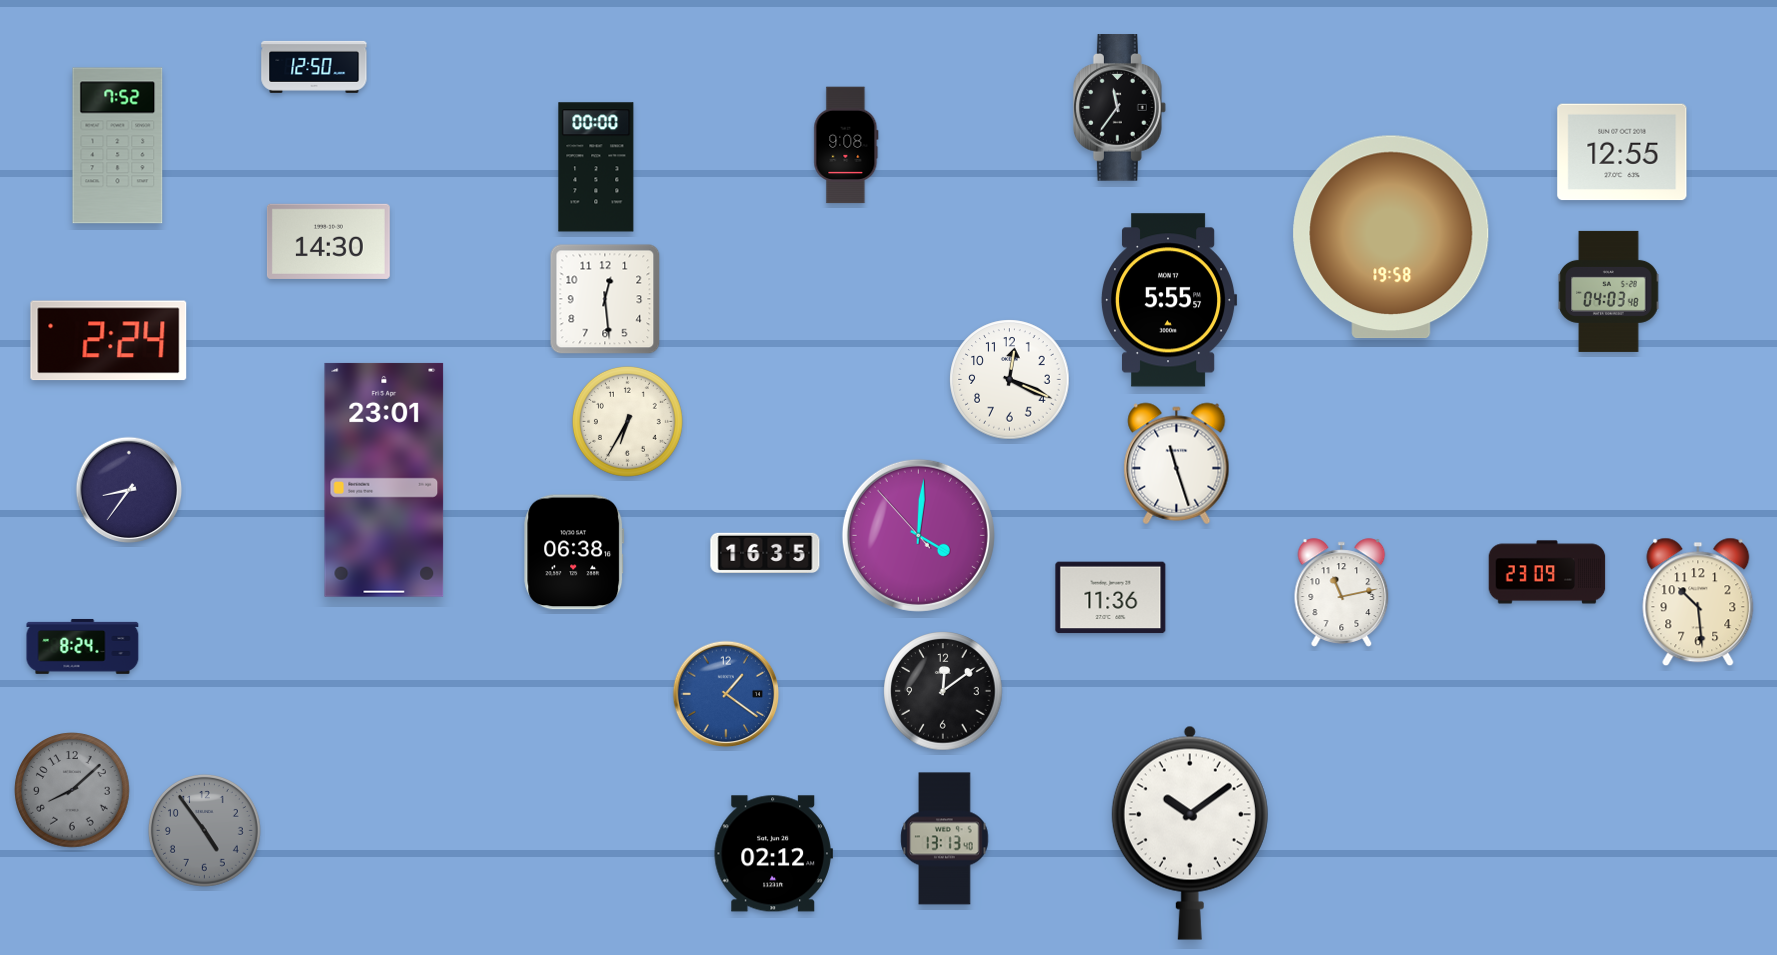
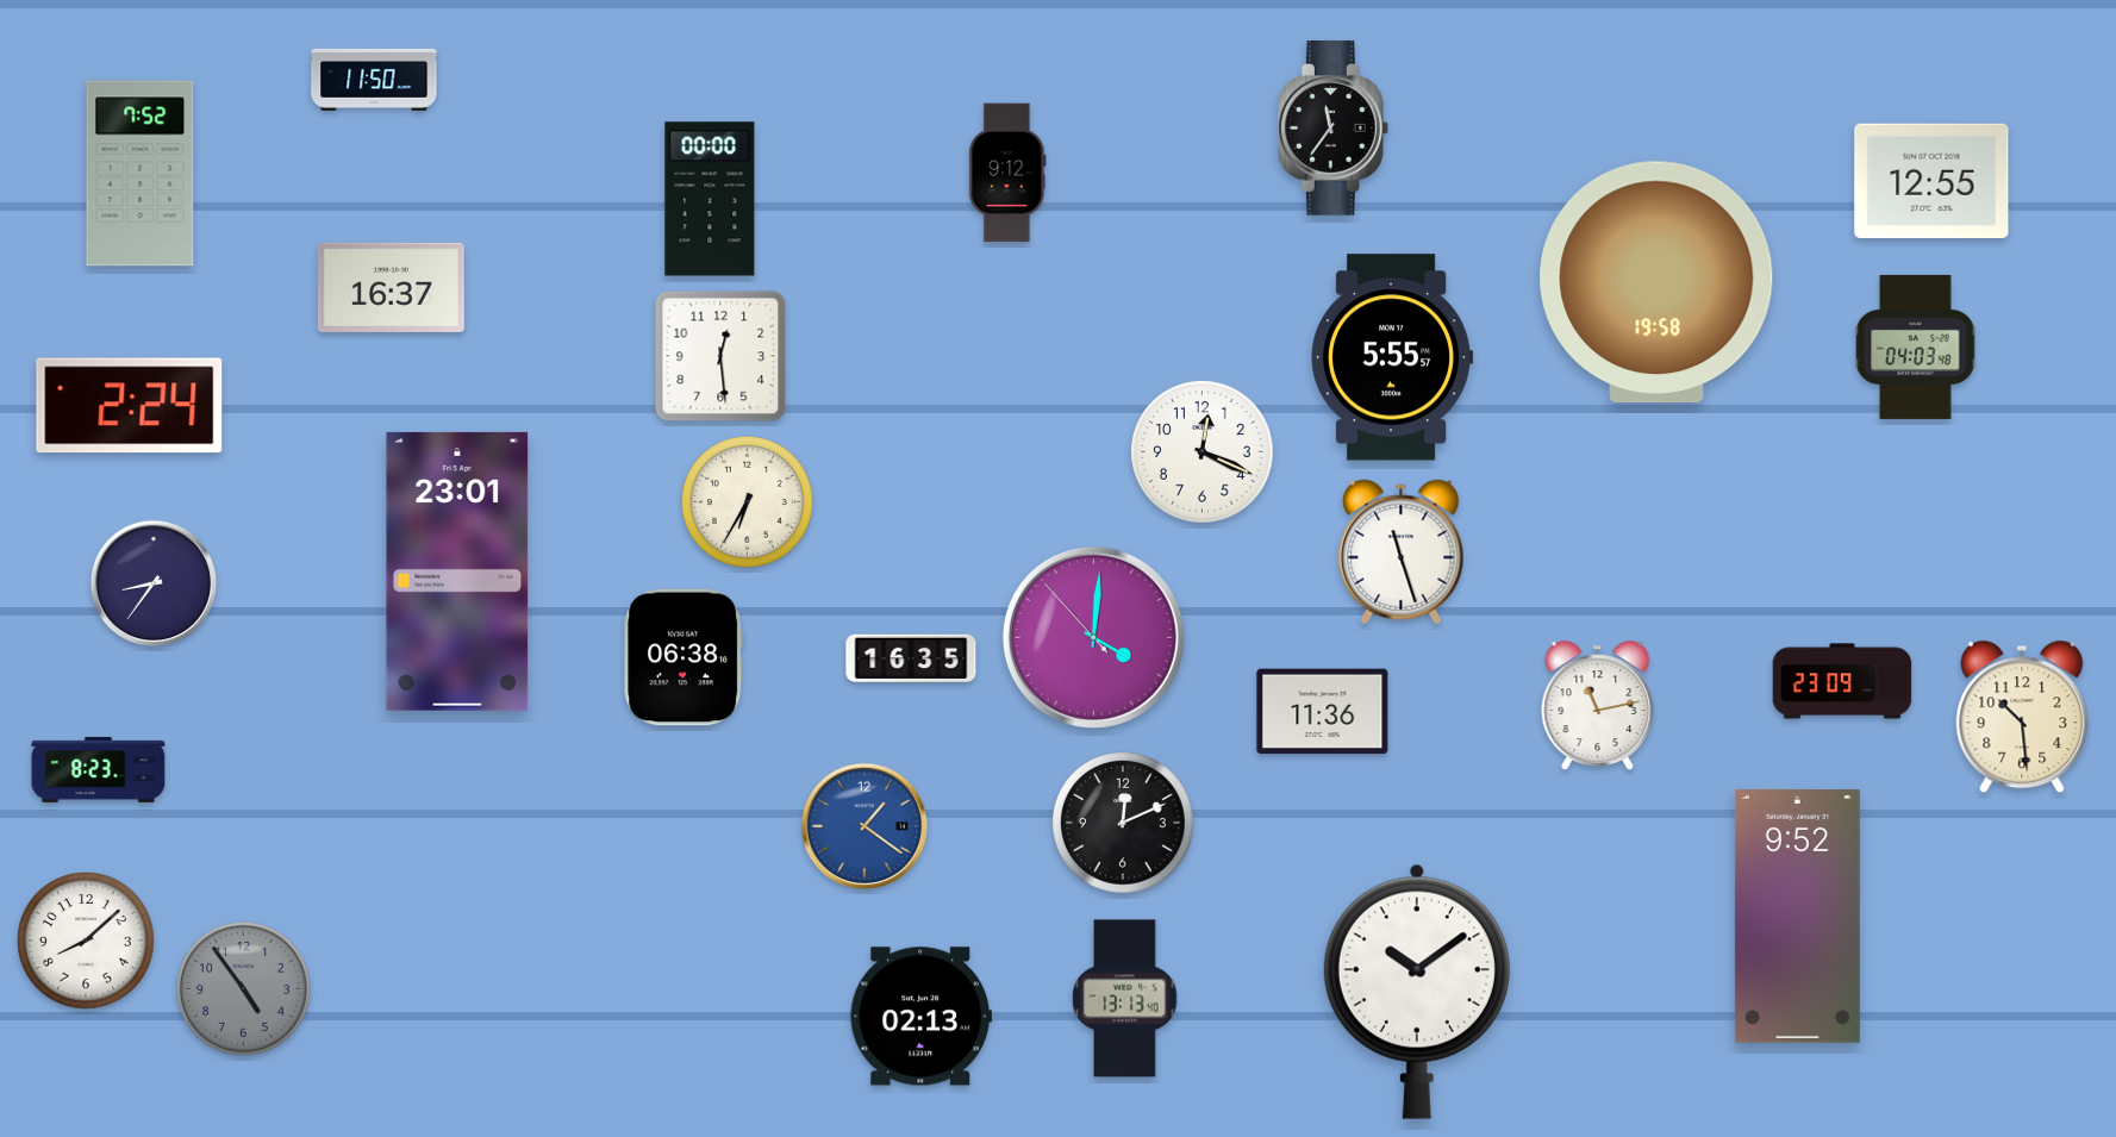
clock at (314, 67): 12:50 -> 11:50
clock at (846, 145): 9:08 -> 9:12
clock at (328, 241): 14:30 -> 16:37
clock at (83, 646): 8:24 -> 8:23
clock at (943, 691): 12:09 -> 12:11
clock at (1797, 917): none -> 9:52
clock at (72, 790) dial: grey -> white
clock at (773, 854): 02:12 -> 02:13
